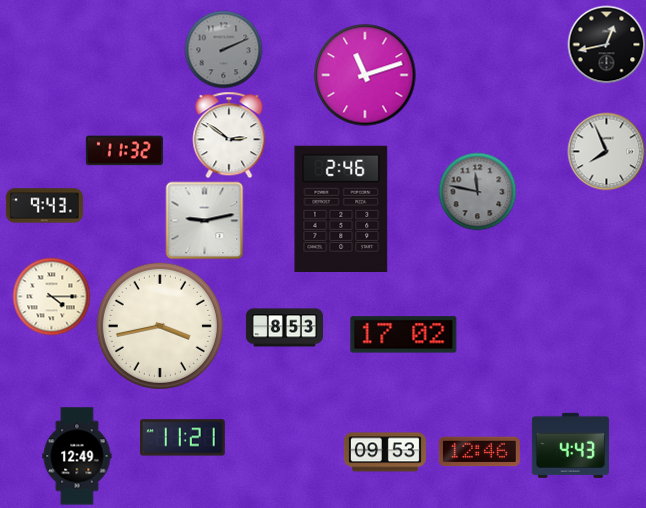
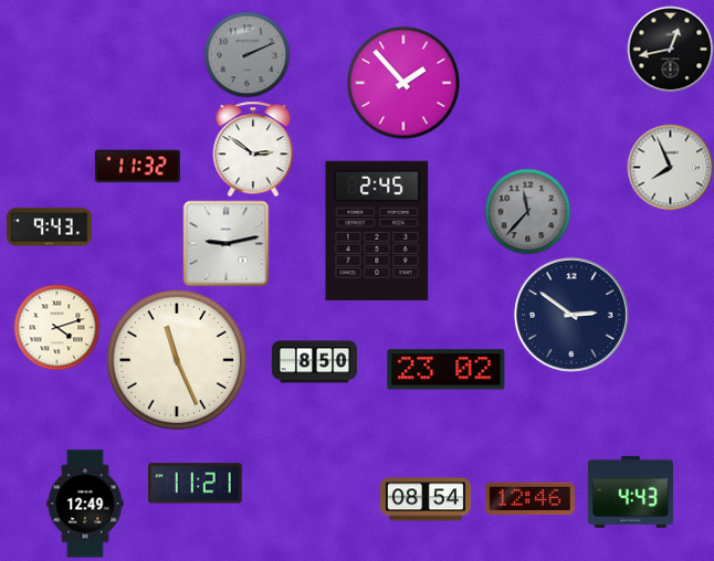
clock at (365, 75): 11:12 -> 1:53
clock at (477, 191): 11:47 -> 11:37
clock at (341, 209): 2:46 -> 2:45
clock at (571, 315): none -> 2:51
clock at (51, 296): 4:15 -> 4:12
clock at (160, 326): 3:43 -> 11:26
clock at (284, 328): 8:53 -> 8:50
clock at (404, 335): 17:02 -> 23:02
clock at (182, 438) position: (182, 438) -> (195, 484)
clock at (385, 452): 09:53 -> 08:54
